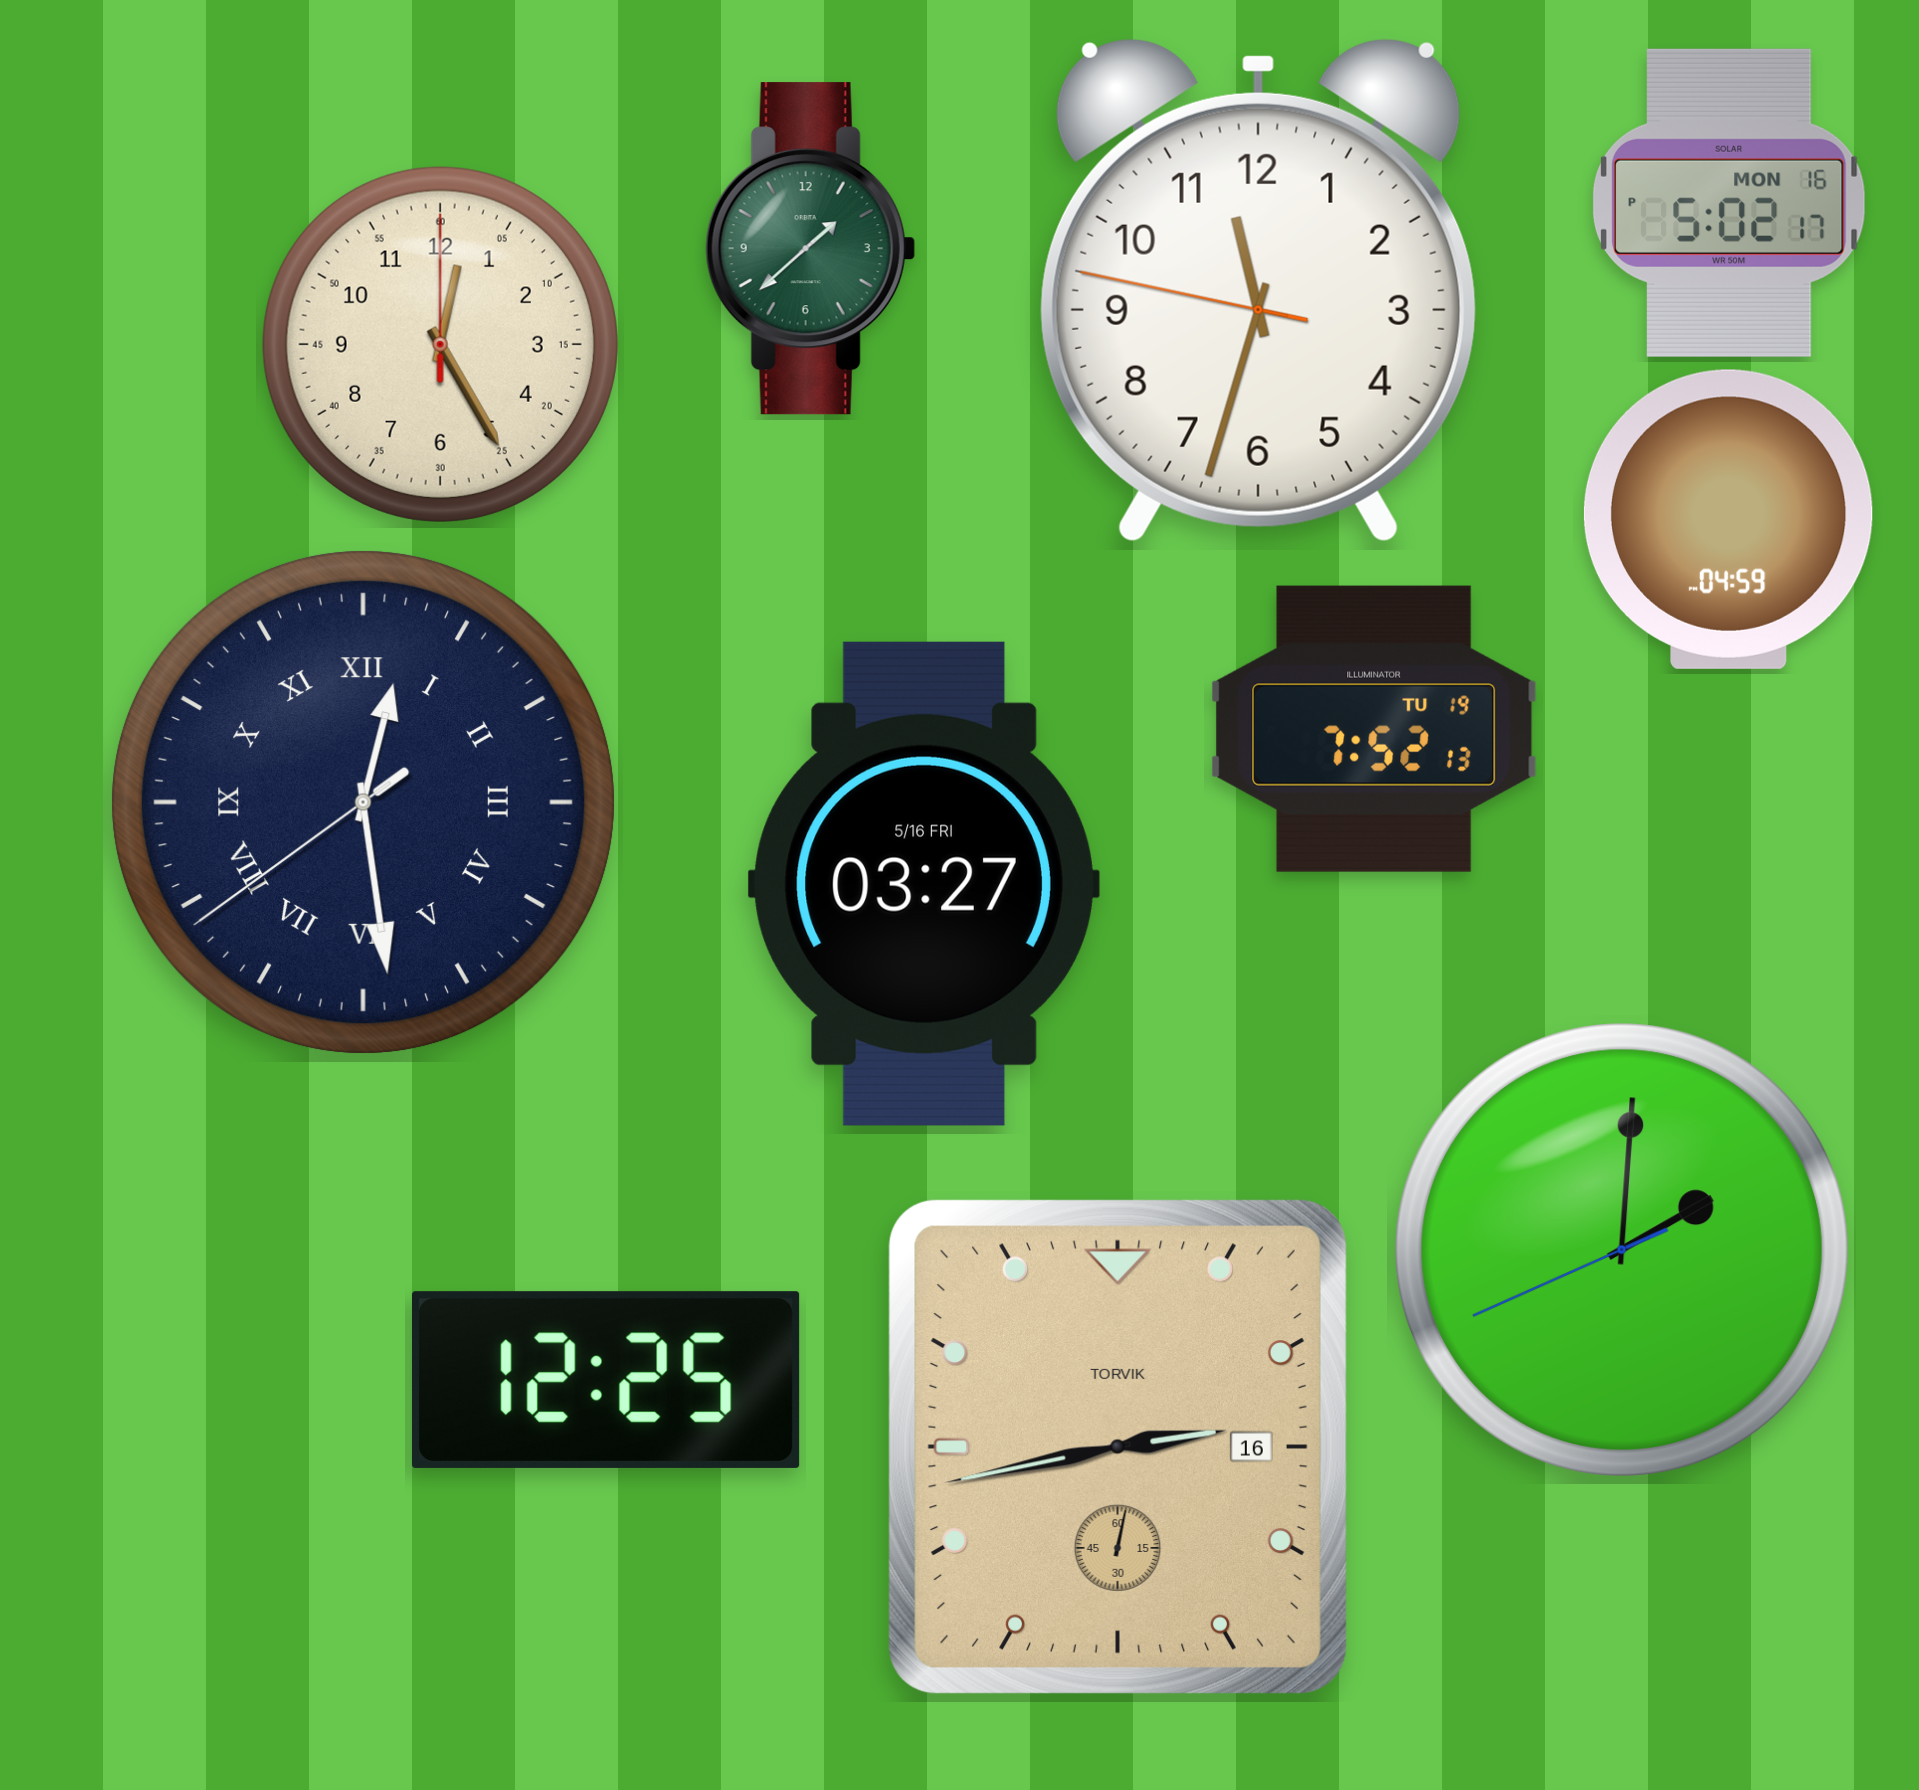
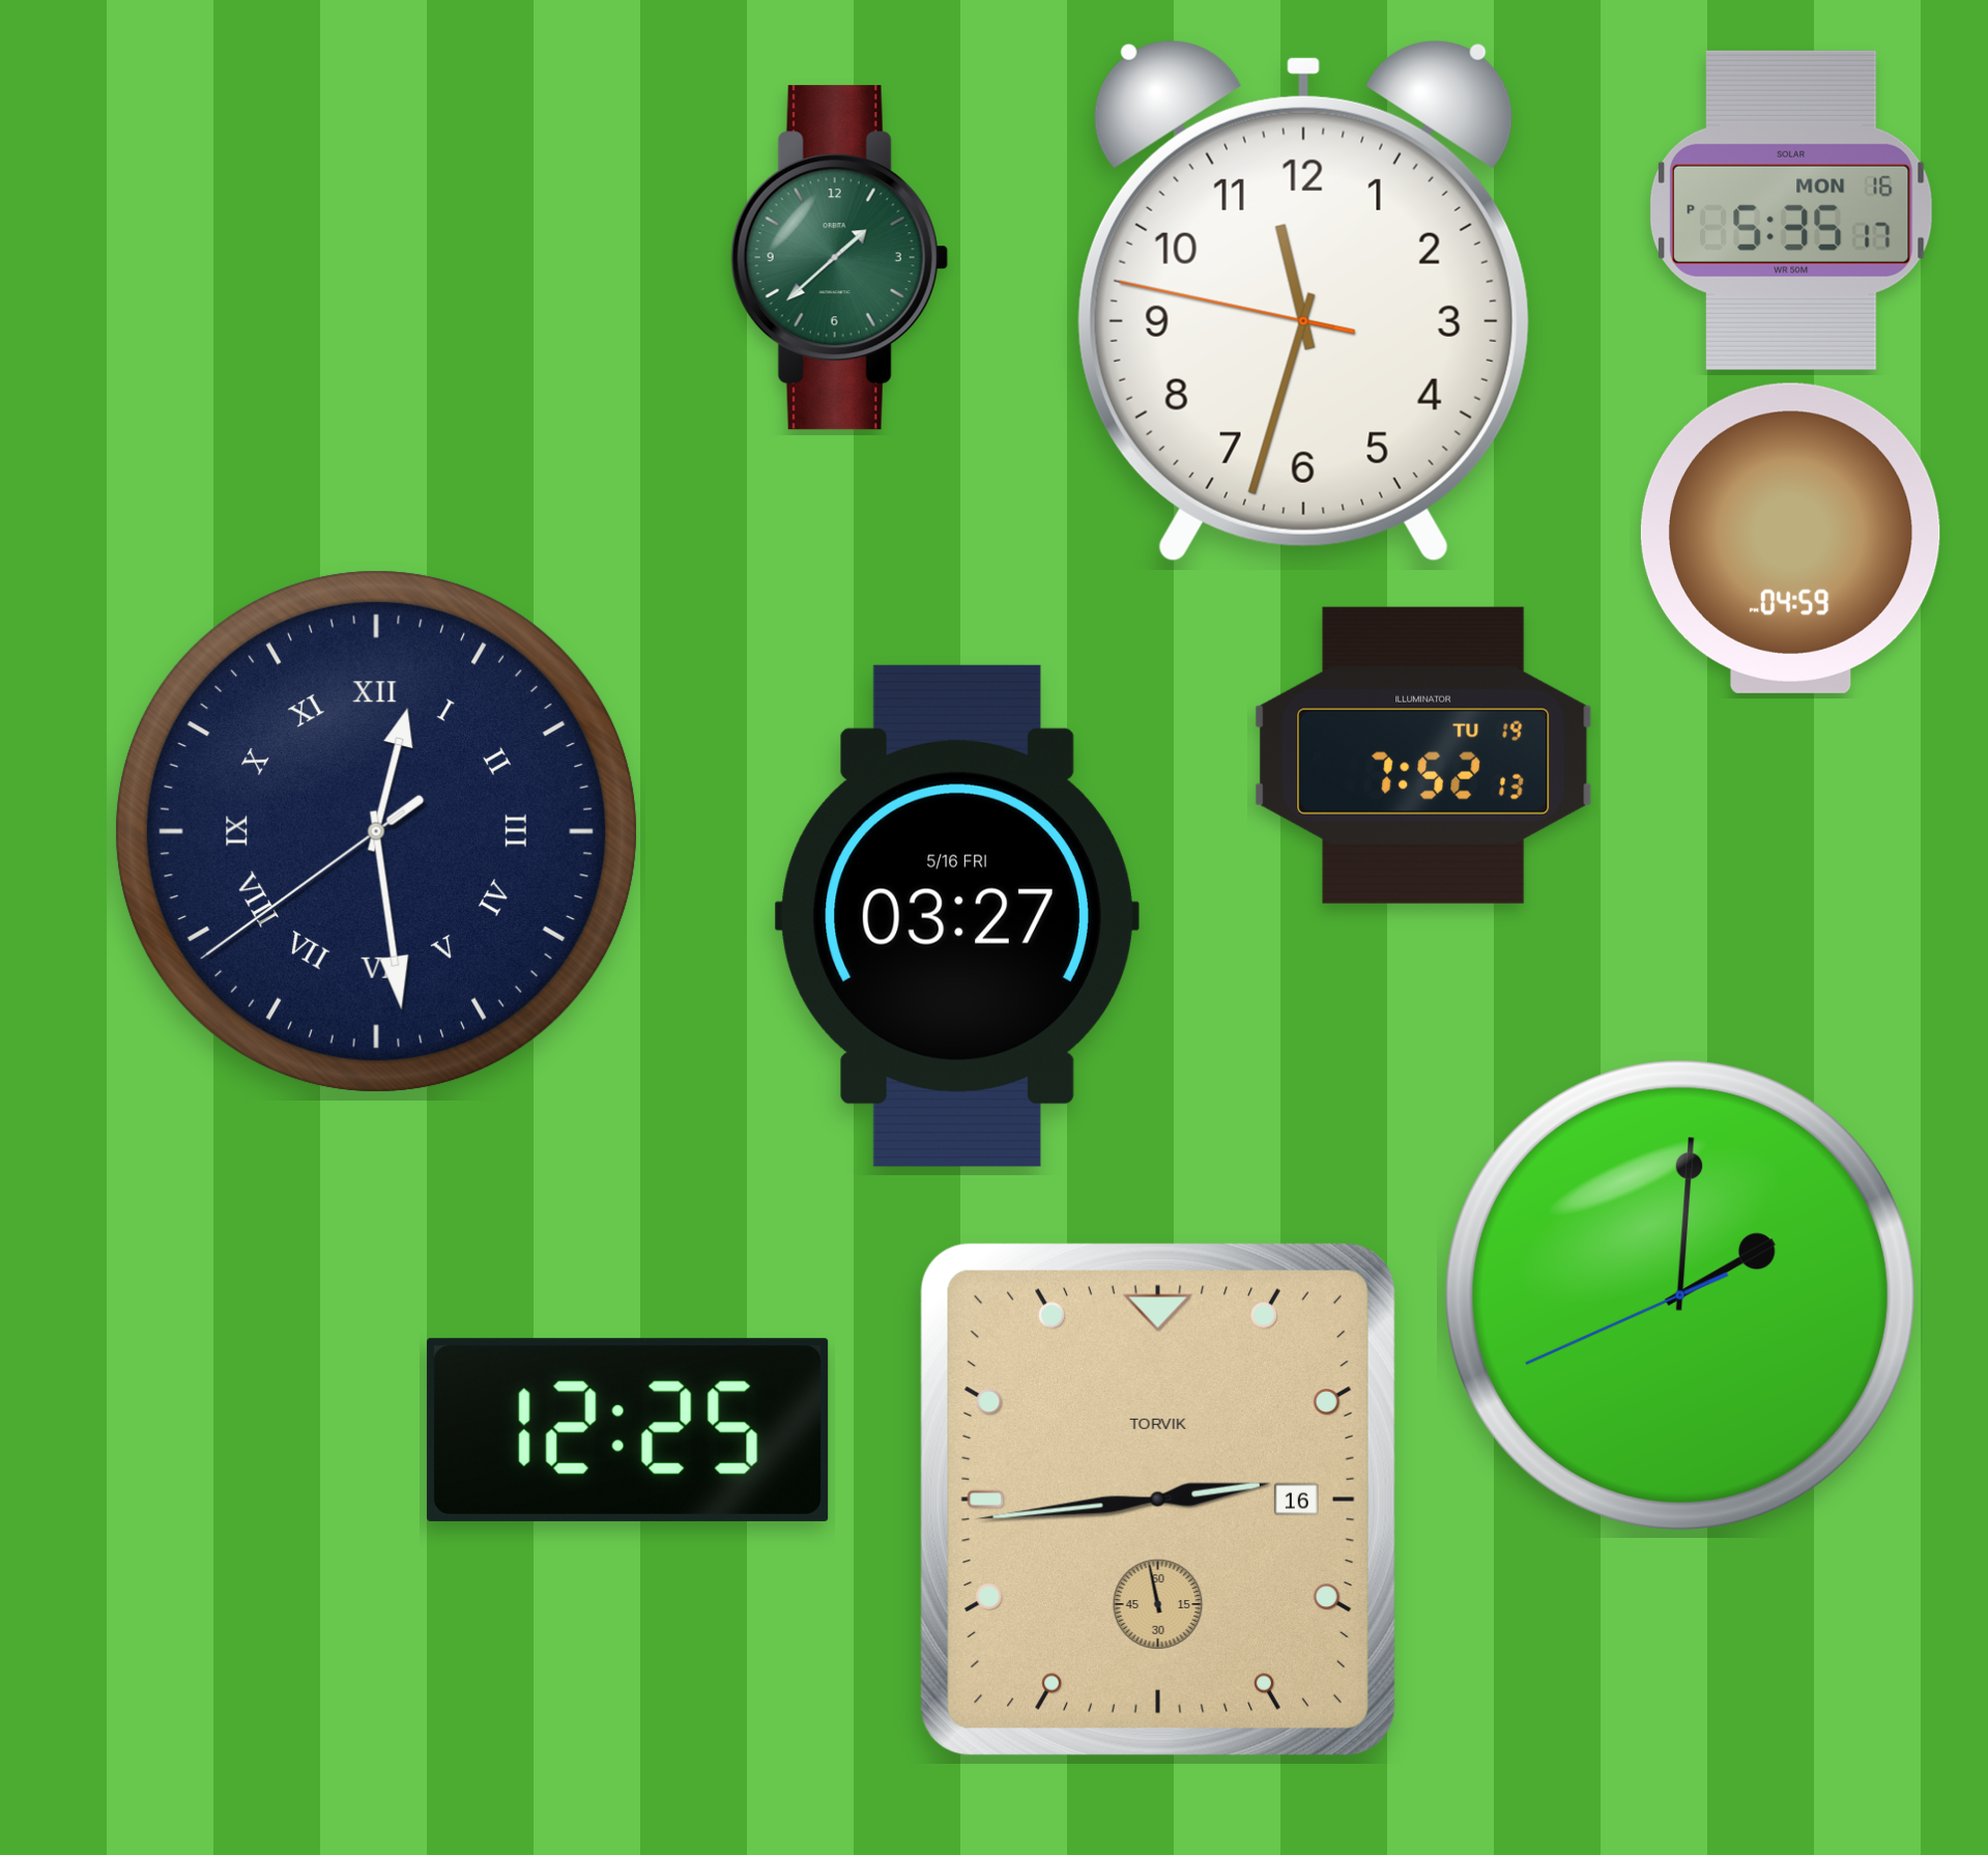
clock at (1729, 203): 5:02 -> 5:35
clock at (440, 344): 12:25 -> none
clock at (1118, 1447): 2:43:02 -> 2:43:58
